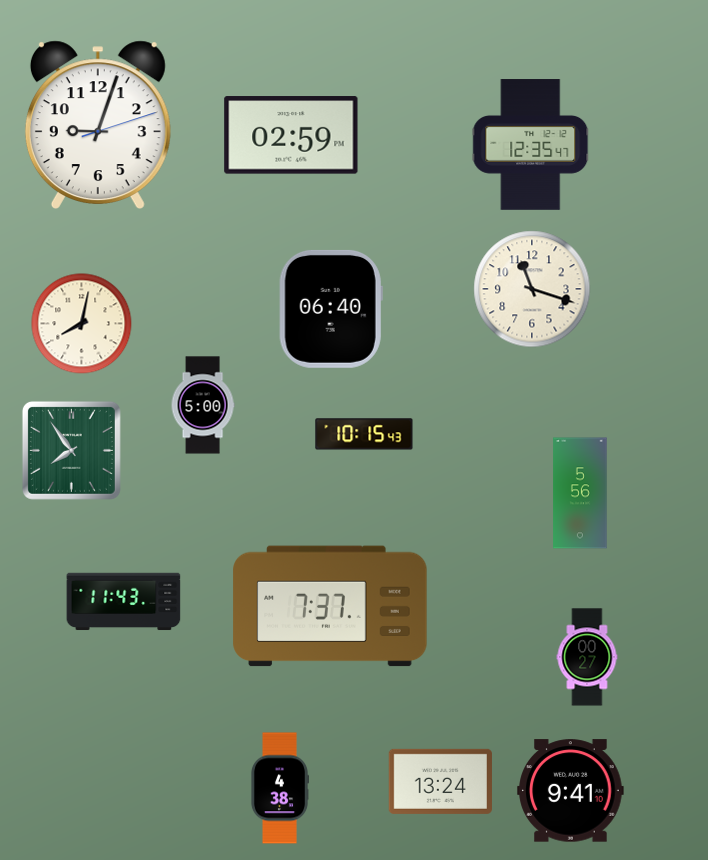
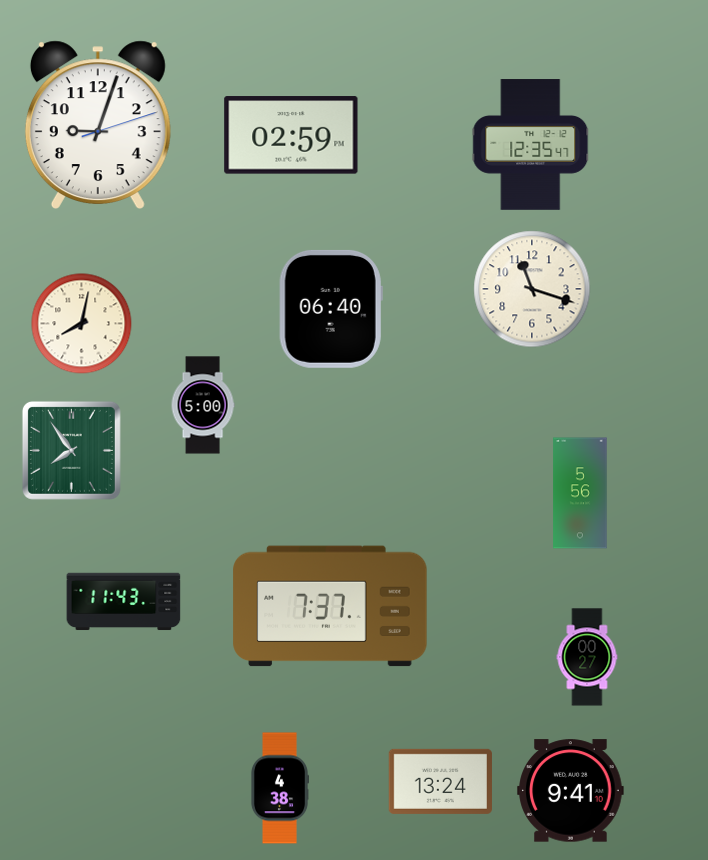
clock at (364, 434): 10:15 -> none
